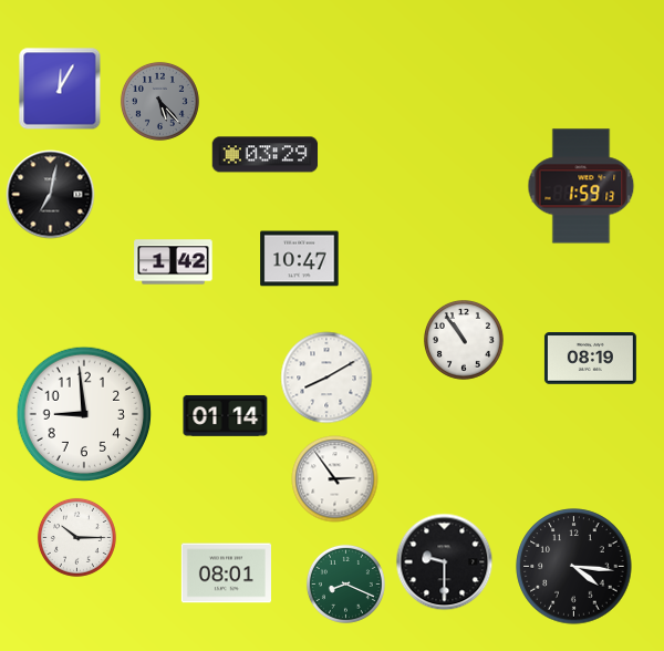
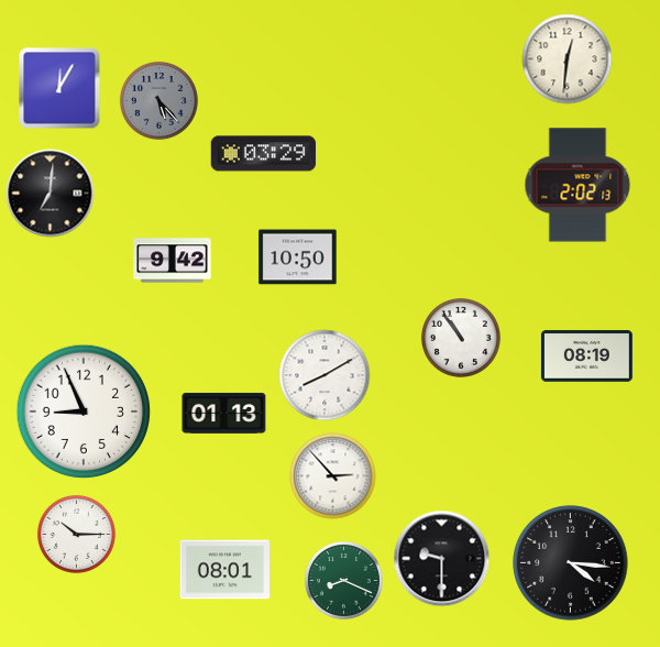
clock at (568, 59): none -> 12:31
clock at (581, 186): 1:59 -> 2:02
clock at (51, 195): 7:02 -> 7:01
clock at (300, 259): 10:47 -> 10:50
clock at (174, 262): 1:42 -> 9:42
clock at (84, 414): 8:59 -> 8:56
clock at (226, 416): 01:14 -> 01:13
clock at (335, 479): 2:54 -> 2:53
